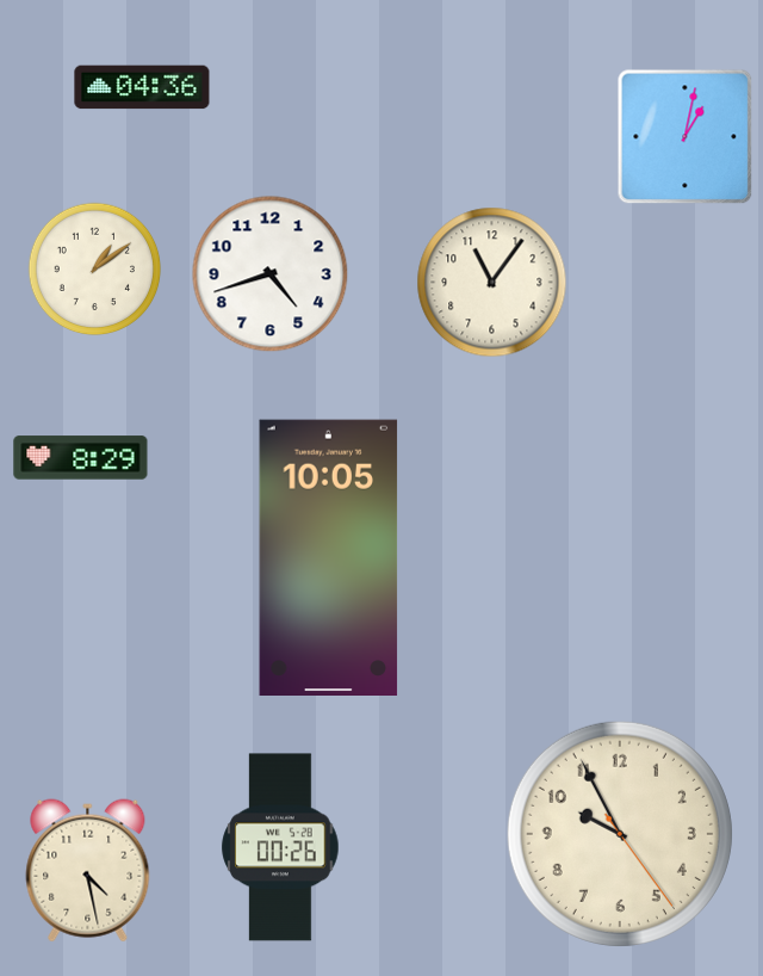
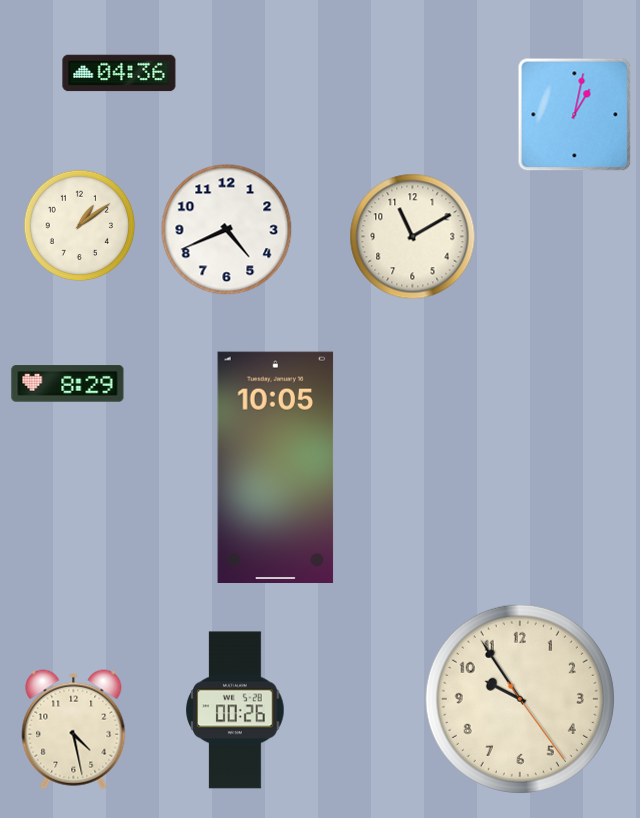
clock at (271, 274): 4:42 -> 4:41
clock at (492, 283): 11:06 -> 11:10
clock at (620, 834): 9:55 -> 9:54
